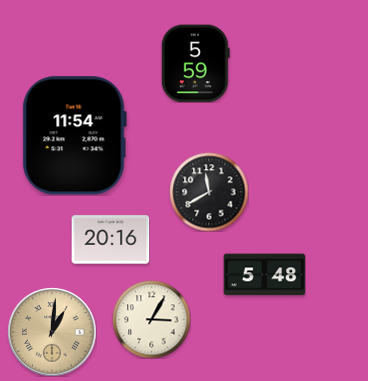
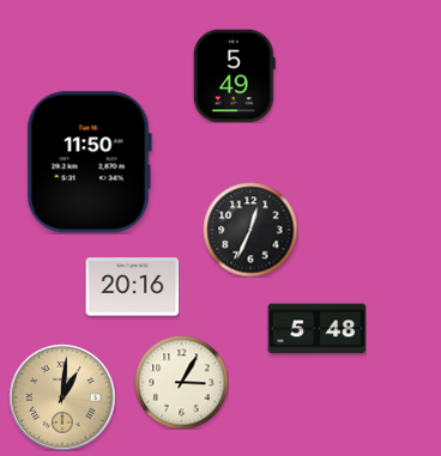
clock at (195, 63): 5:59 -> 5:49
clock at (74, 136): 11:54 -> 11:50
clock at (209, 192): 11:40 -> 12:34
